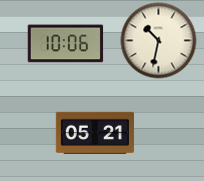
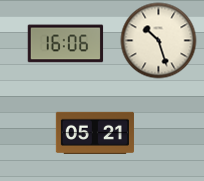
clock at (159, 41): 10:32 -> 10:27
clock at (66, 44): 10:06 -> 16:06
